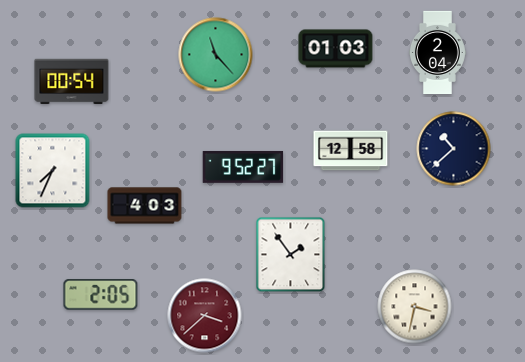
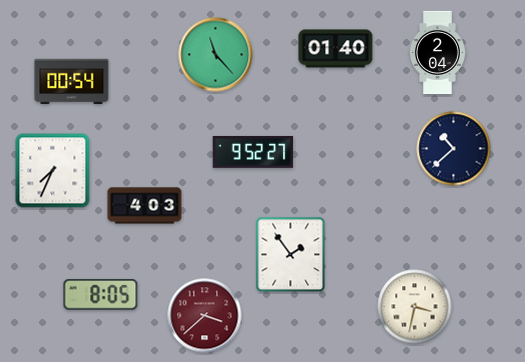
clock at (336, 49): 01:03 -> 01:40
clock at (351, 151): 12:58 -> none
clock at (243, 167) position: (243, 167) -> (253, 152)
clock at (101, 295): 2:05 -> 8:05
